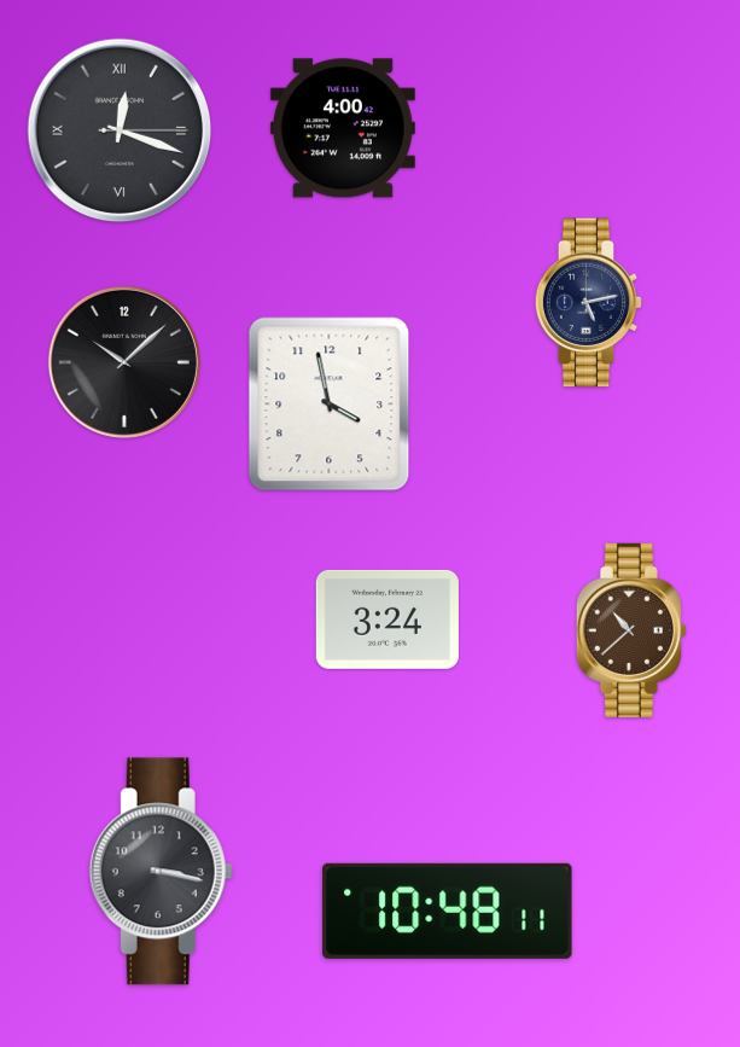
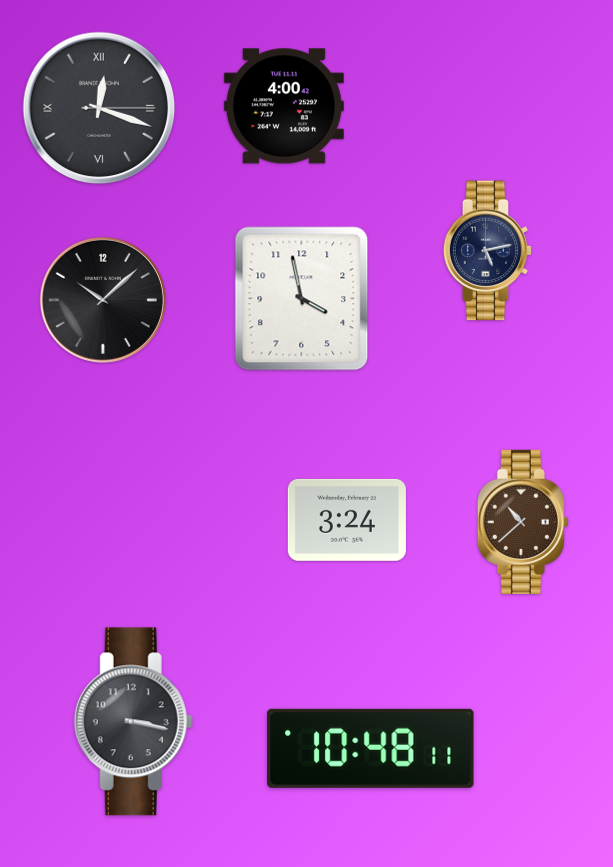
clock at (330, 405) position: (330, 405) -> (302, 299)
clock at (388, 620) position: (388, 620) -> (347, 520)
clock at (448, 911) position: (448, 911) -> (371, 748)
